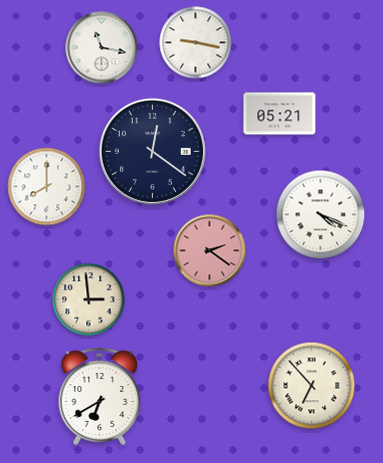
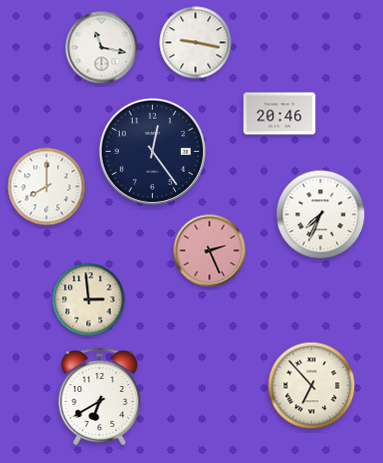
clock at (280, 114): 05:21 -> 20:46
clock at (152, 151): 12:21 -> 12:24
clock at (321, 215): 4:19 -> 7:34
clock at (210, 251): 2:21 -> 2:26
